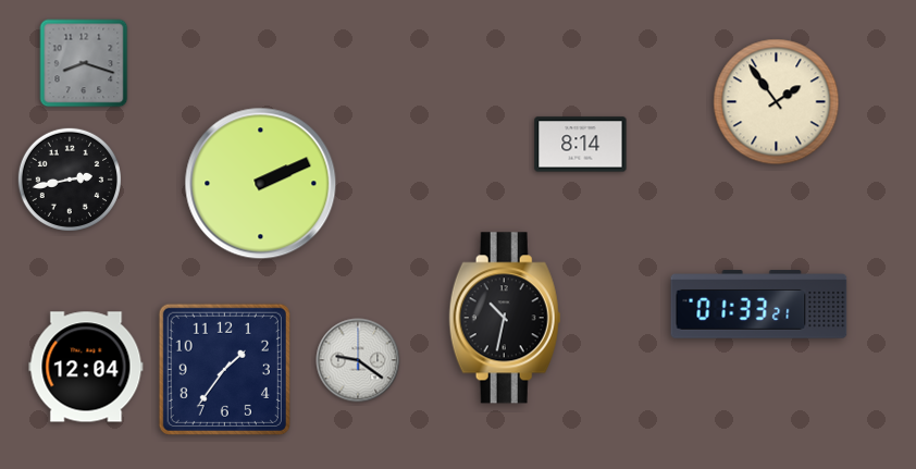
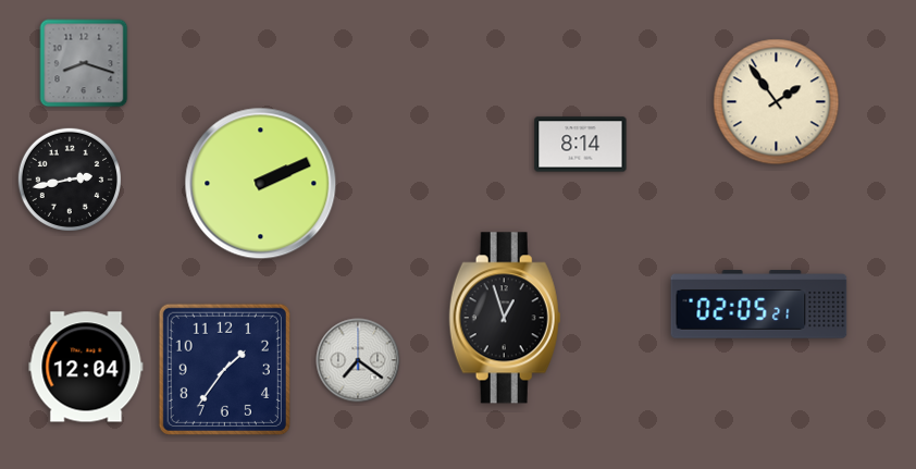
clock at (759, 305): 01:33 -> 02:05
clock at (505, 318): 10:32 -> 12:57
clock at (358, 360): 9:21 -> 7:21
